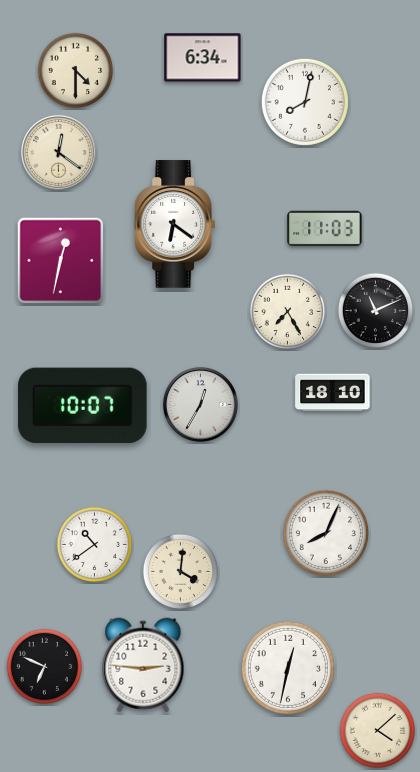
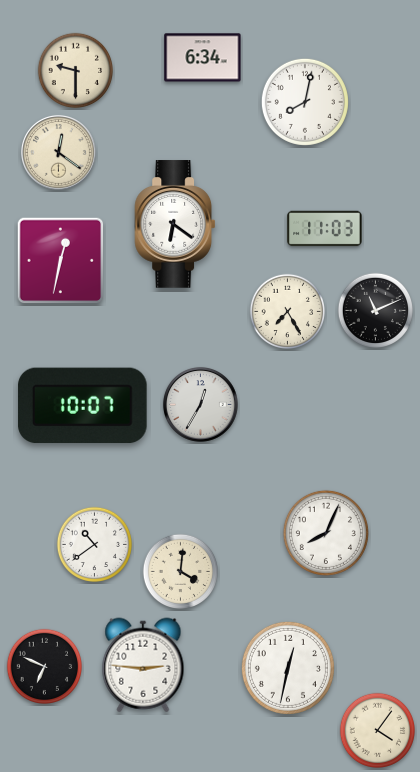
clock at (76, 71): 4:30 -> 9:30
clock at (333, 393): 18:10 -> none
clock at (378, 731): 4:08 -> 4:06
